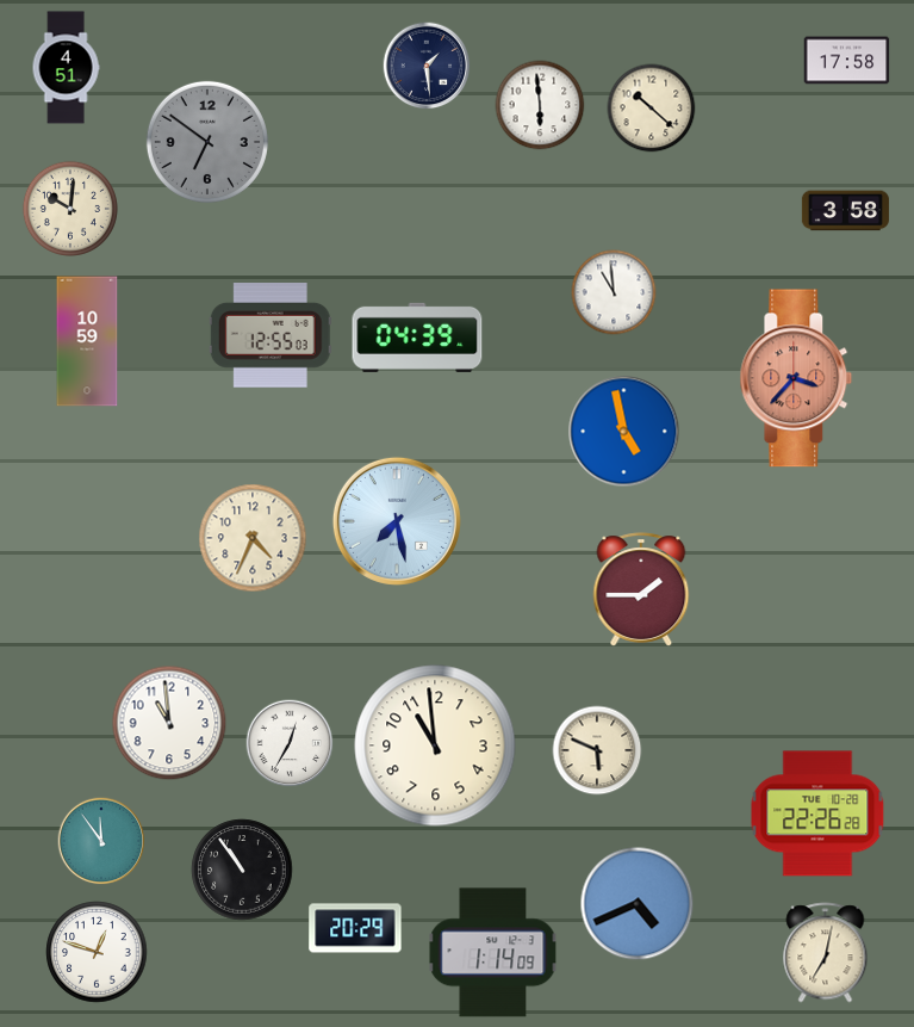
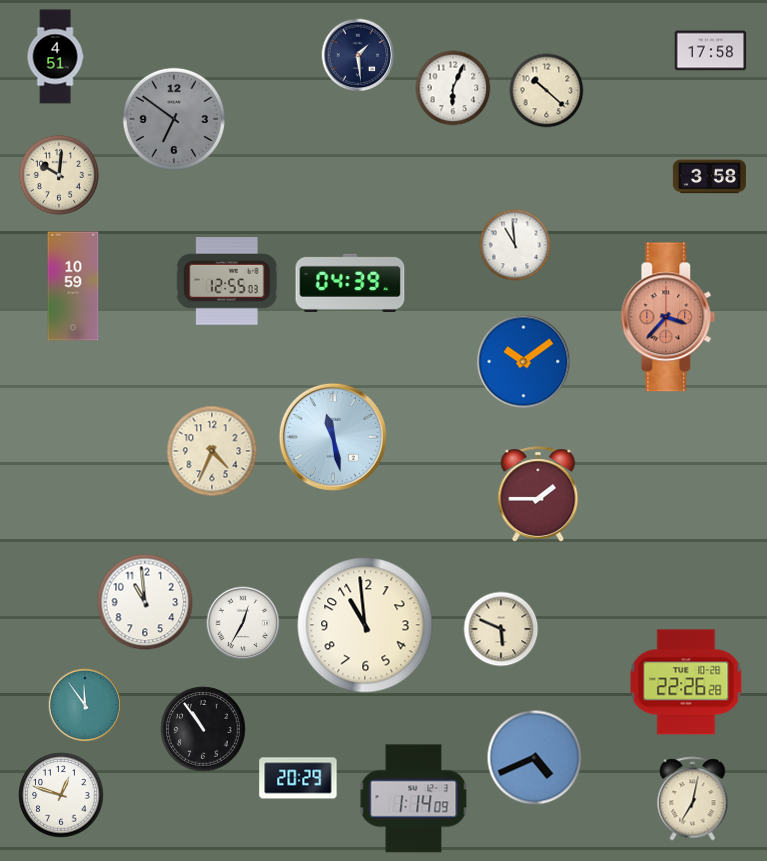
clock at (540, 105): 5:59 -> 6:04
clock at (624, 432): 4:58 -> 10:09
clock at (397, 521): 7:28 -> 11:28
clock at (169, 723) position: (169, 723) -> (145, 602)
clock at (97, 952) position: (97, 952) -> (61, 795)
